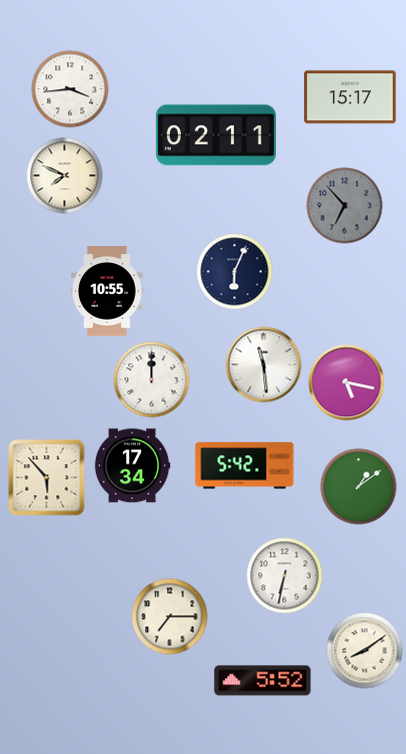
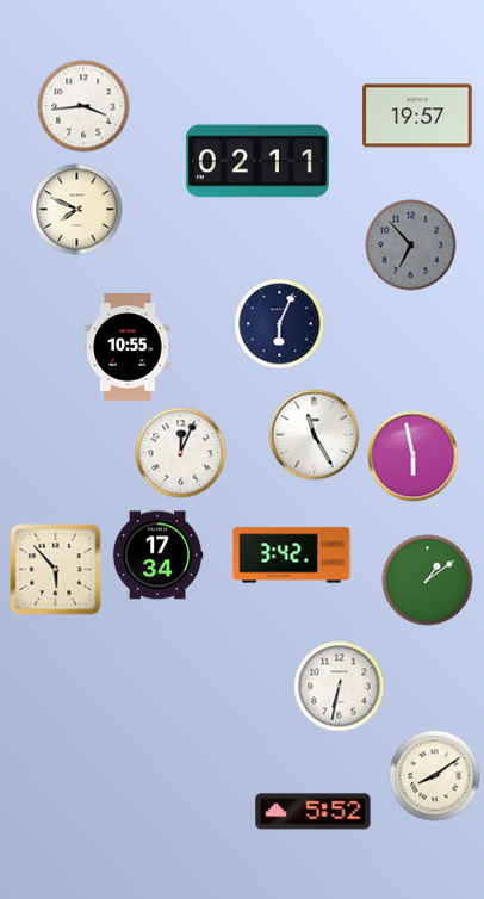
clock at (350, 97): 15:17 -> 19:57
clock at (264, 365): 11:29 -> 11:25
clock at (152, 380): 12:00 -> 12:04
clock at (347, 383): 5:17 -> 5:58
clock at (245, 466): 5:42 -> 3:42
clock at (170, 617): 7:15 -> none
